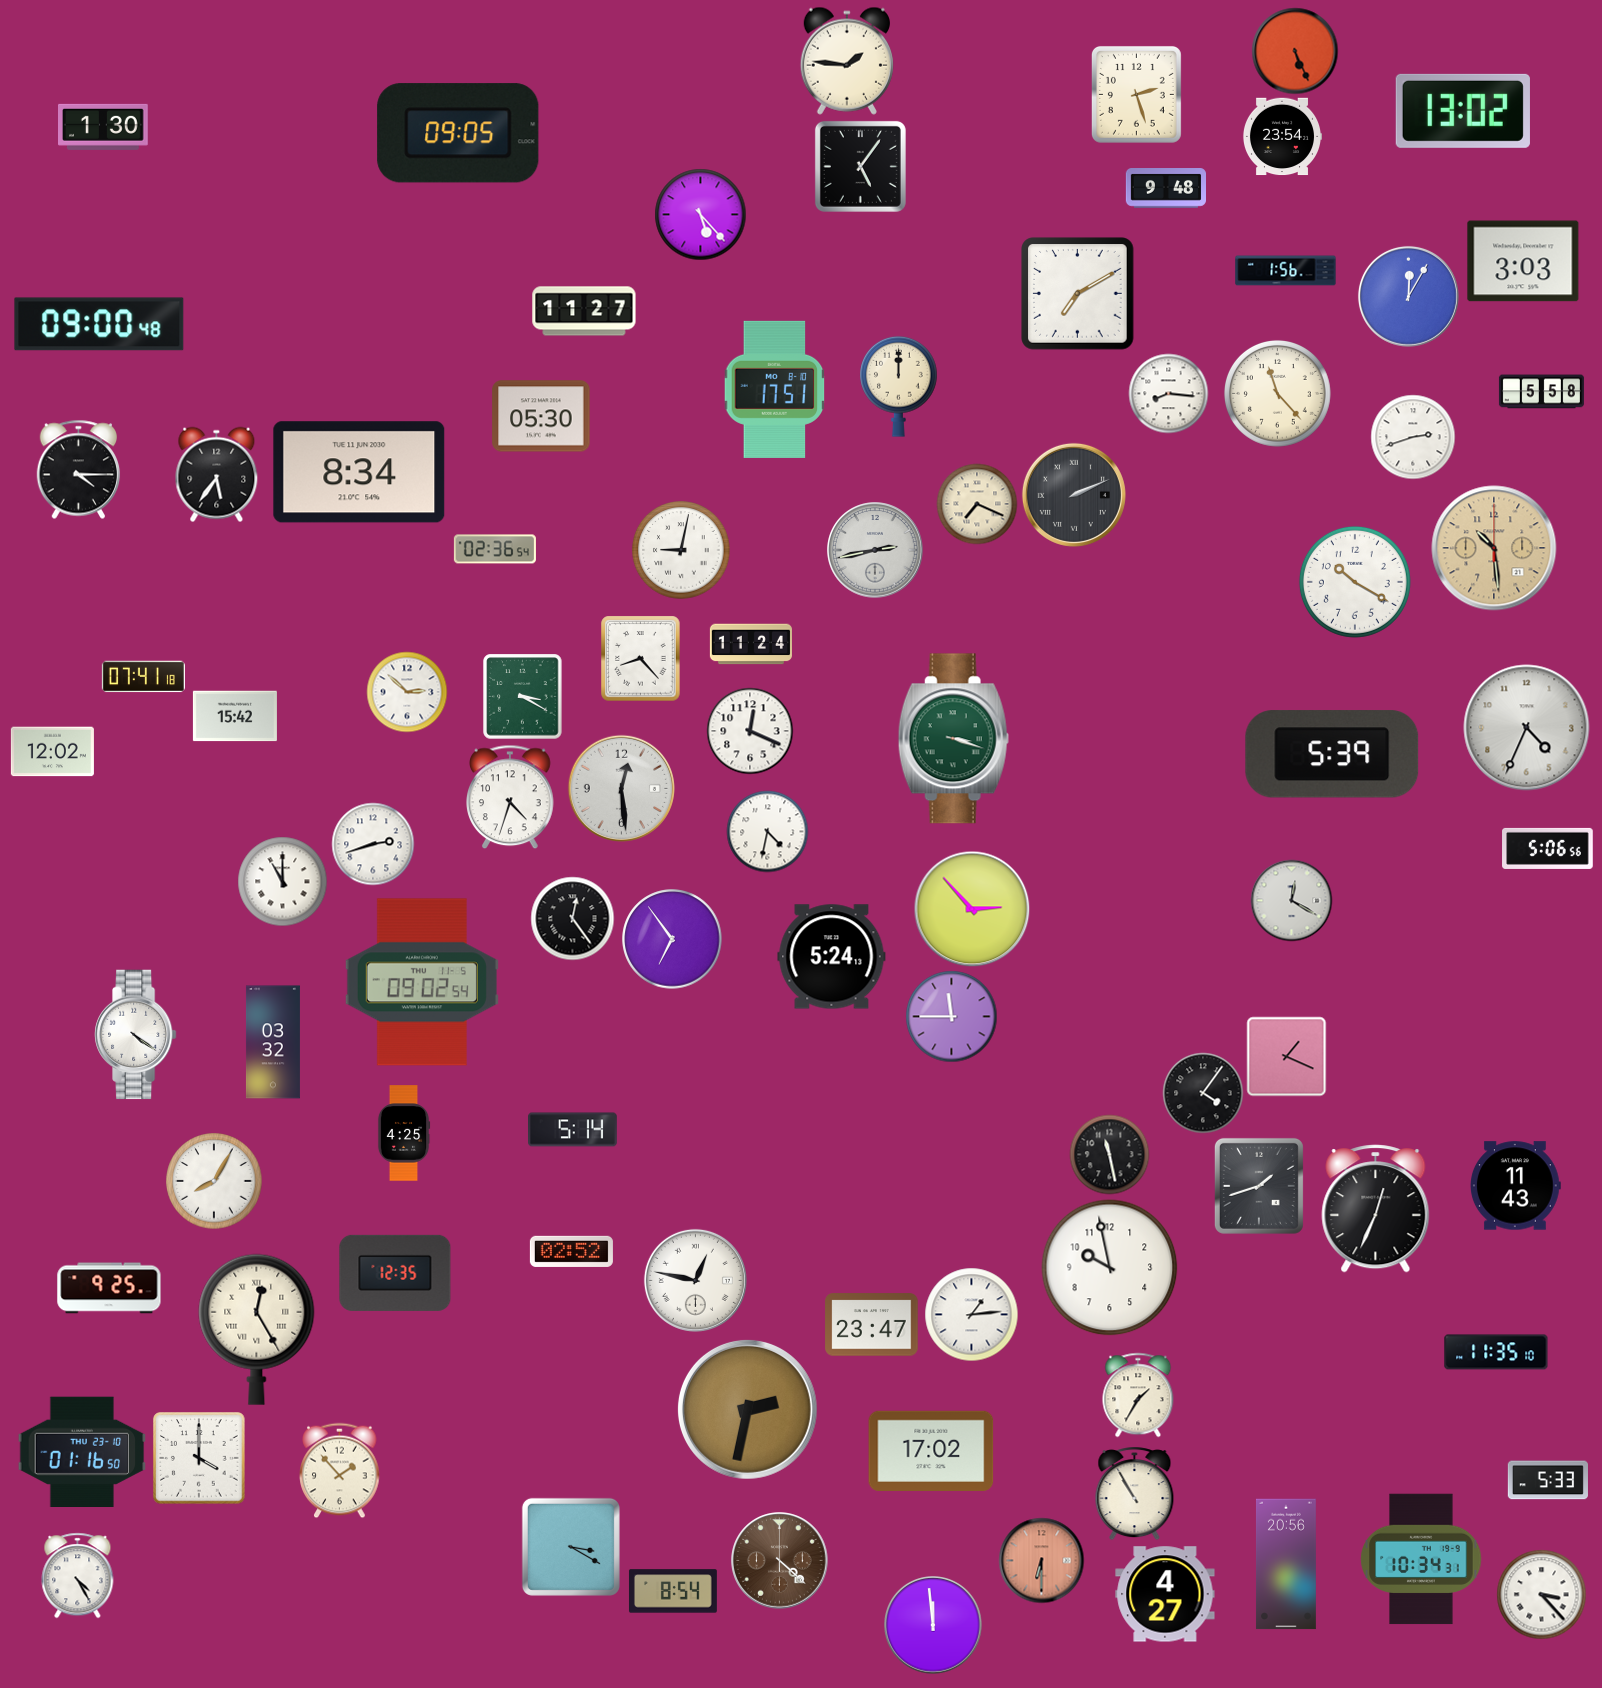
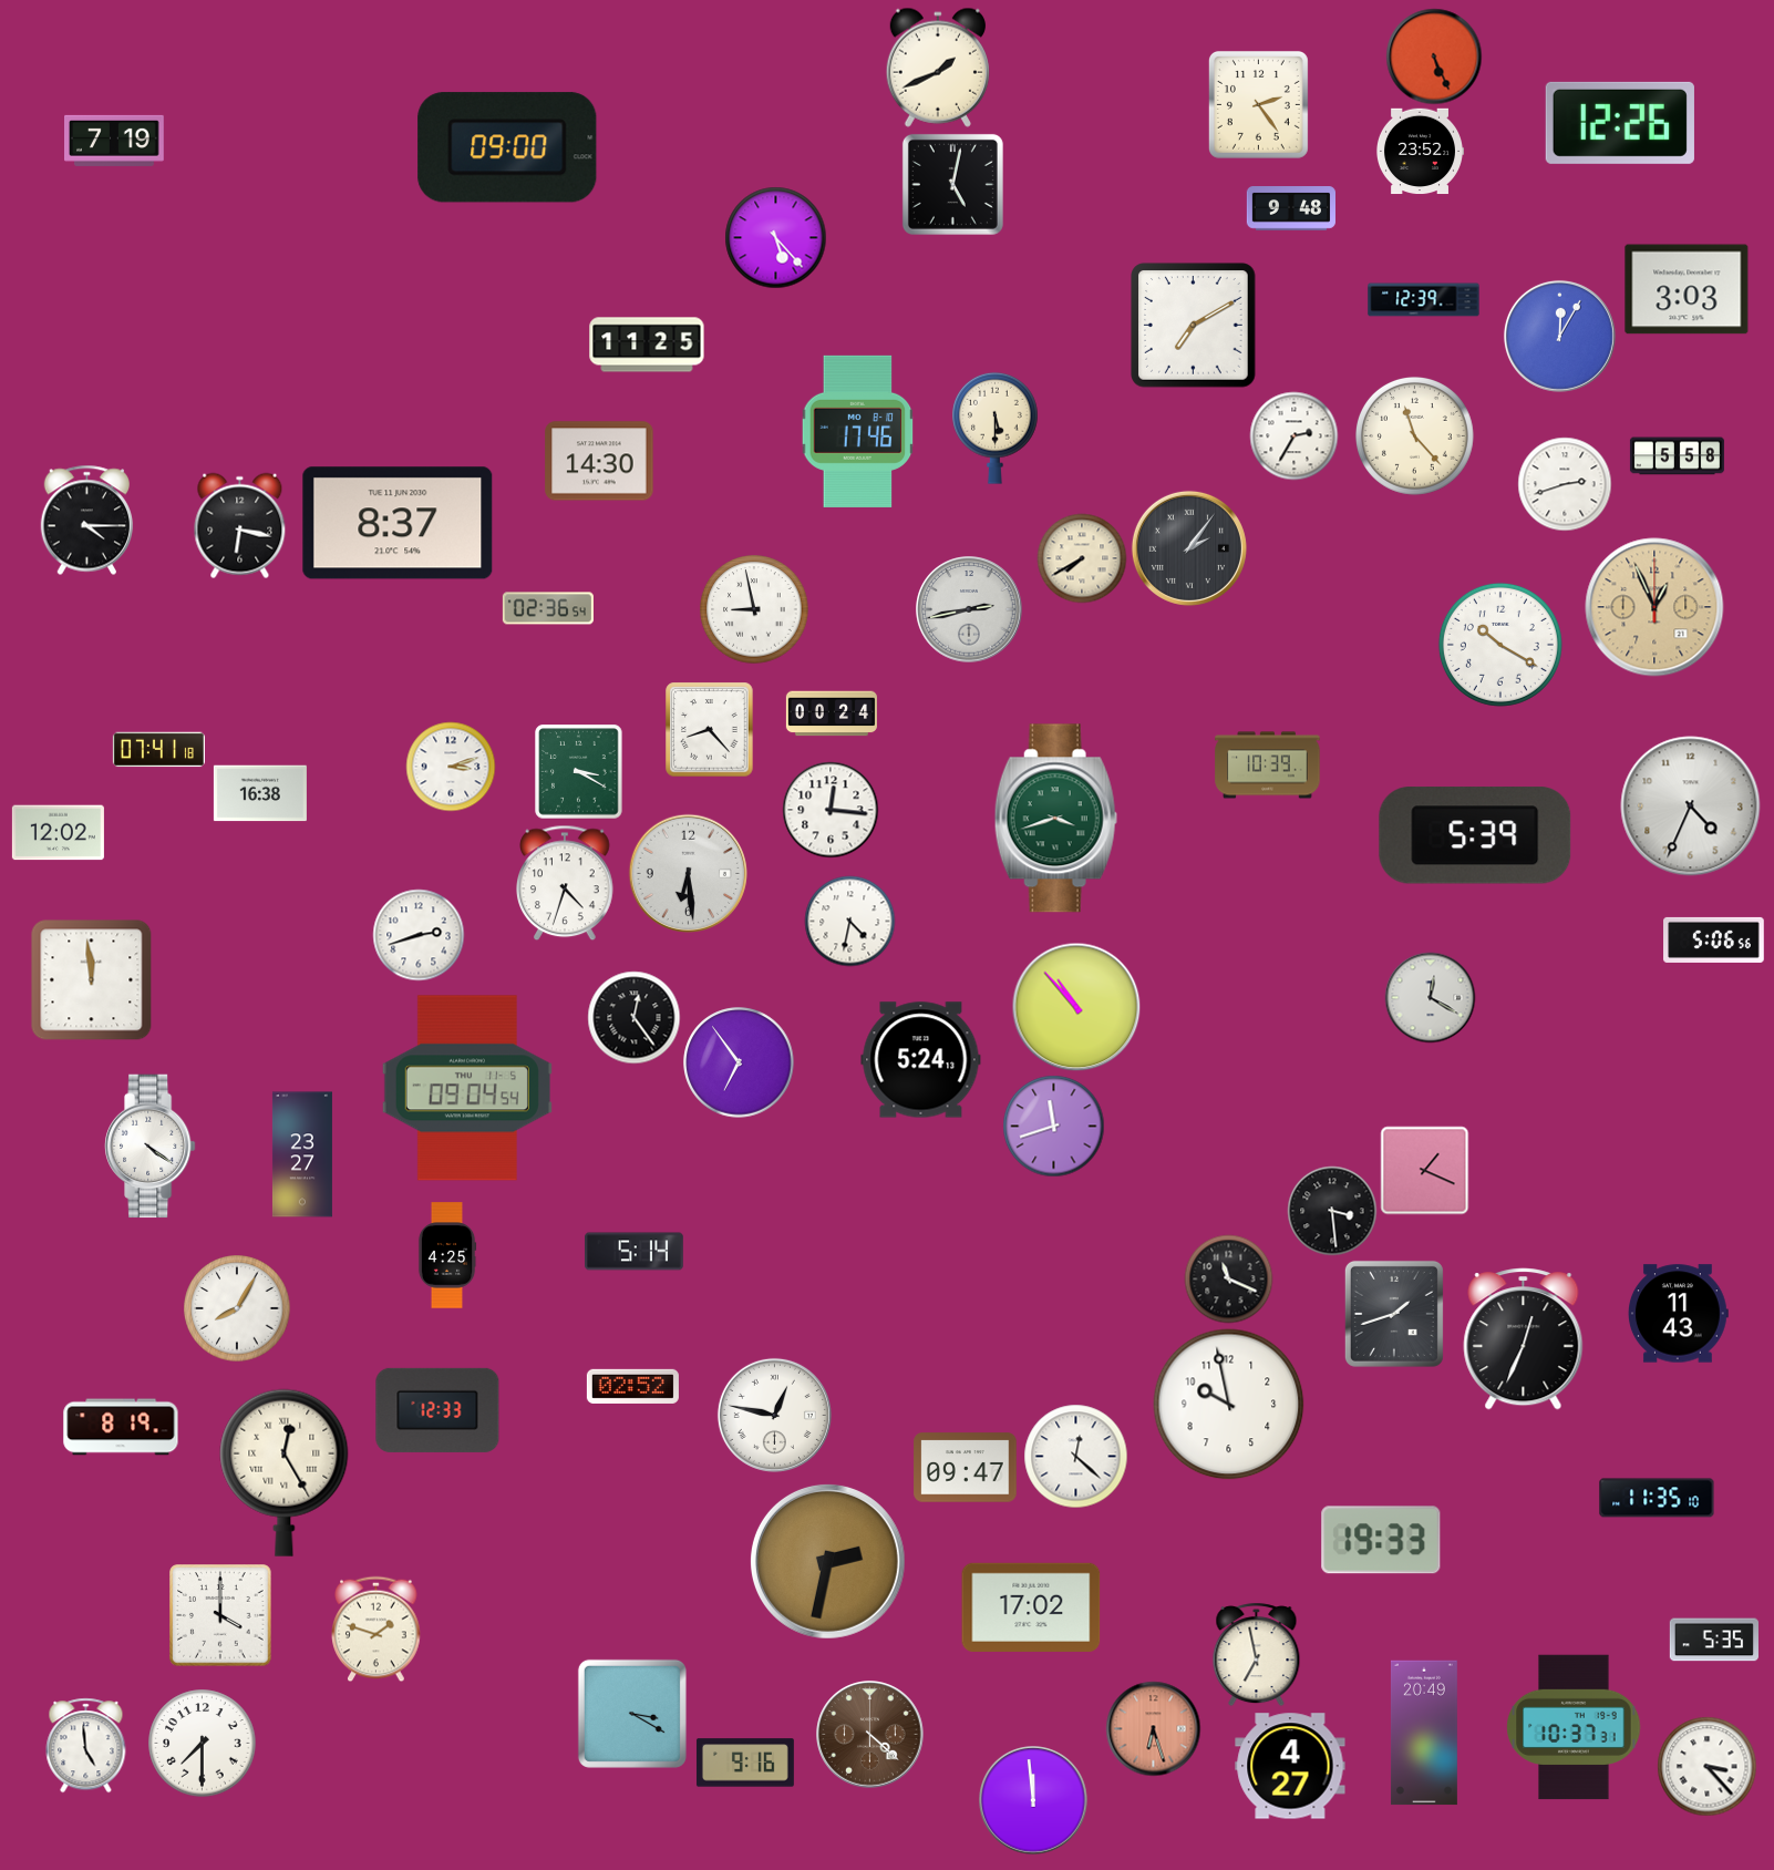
clock at (847, 61): 1:46 -> 1:41
clock at (1136, 94): 2:27 -> 2:24
clock at (1463, 111): 13:02 -> 12:26
clock at (104, 127): 1:30 -> 7:19
clock at (458, 133): 09:05 -> 09:00
clock at (1282, 137): 23:54 -> 23:52
clock at (860, 166): 5:06 -> 5:02
clock at (1286, 271): 1:56 -> 12:39
clock at (1408, 296) position: (1408, 296) -> (1559, 336)
clock at (584, 311): 11:27 -> 11:25
clock at (99, 324): 09:00 -> none
clock at (899, 386): 12:00 -> 5:30
clock at (775, 389): 17:51 -> 17:46
clock at (1541, 392) position: (1541, 392) -> (1677, 456)
clock at (1168, 393): 8:16 -> 2:35
clock at (541, 416): 05:30 -> 14:30
clock at (359, 472): 8:34 -> 8:37
clock at (217, 474): 5:36 -> 6:17
clock at (1074, 495): 2:11 -> 2:06
clock at (977, 504): 7:19 -> 7:40
clock at (1494, 548): 10:29 -> 12:56
clock at (681, 550): 9:02 -> 8:58
clock at (751, 644): 11:24 -> 00:24
clock at (1268, 766): none -> 10:39
clock at (407, 692): 2:52 -> 3:12
clock at (235, 716): 15:42 -> 16:38
clock at (750, 731): 12:19 -> 12:16
clock at (953, 739): 3:18 -> 3:42
clock at (621, 788): 12:29 -> 6:29
clock at (373, 844) position: (373, 844) -> (419, 935)
clock at (282, 881): 11:00 -> none
clock at (91, 979): none -> 11:59
clock at (972, 909): 2:53 -> 10:53
clock at (672, 939) position: (672, 939) -> (739, 1062)
clock at (422, 982): 09:02 -> 09:04
clock at (951, 1016): 11:45 -> 11:42
clock at (273, 1042): 03:32 -> 23:27
clock at (1203, 1093): 4:06 -> 3:29
clock at (1109, 1154): 11:28 -> 11:19
clock at (395, 1273): 12:35 -> 12:33
clock at (695, 1280) position: (695, 1280) -> (774, 1415)
clock at (109, 1288): 9:25 -> 8:19
clock at (971, 1314): 1:14 -> 12:22
clock at (872, 1325): 23:47 -> 09:47
clock at (1381, 1540): none -> 19:33
clock at (1138, 1395): 1:35 -> none
clock at (82, 1451): 01:16 -> none
clock at (340, 1470): 1:53 -> 1:48
clock at (1548, 1480): 5:33 -> 5:35
clock at (1135, 1493): 10:55 -> 6:58
clock at (1421, 1559): 10:34 -> 10:37
clock at (1041, 1560): 6:30 -> 6:27
clock at (780, 1561) position: (780, 1561) -> (870, 1735)
clock at (1286, 1564): 20:56 -> 20:49
clock at (203, 1744): none -> 7:30
clock at (78, 1575): 4:25 -> 4:59
clock at (673, 1591): 8:54 -> 9:16
